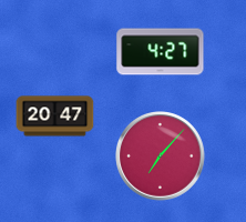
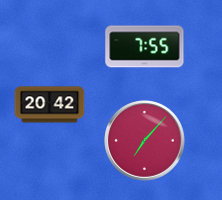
clock at (161, 52): 4:27 -> 7:55
clock at (55, 117): 20:47 -> 20:42
